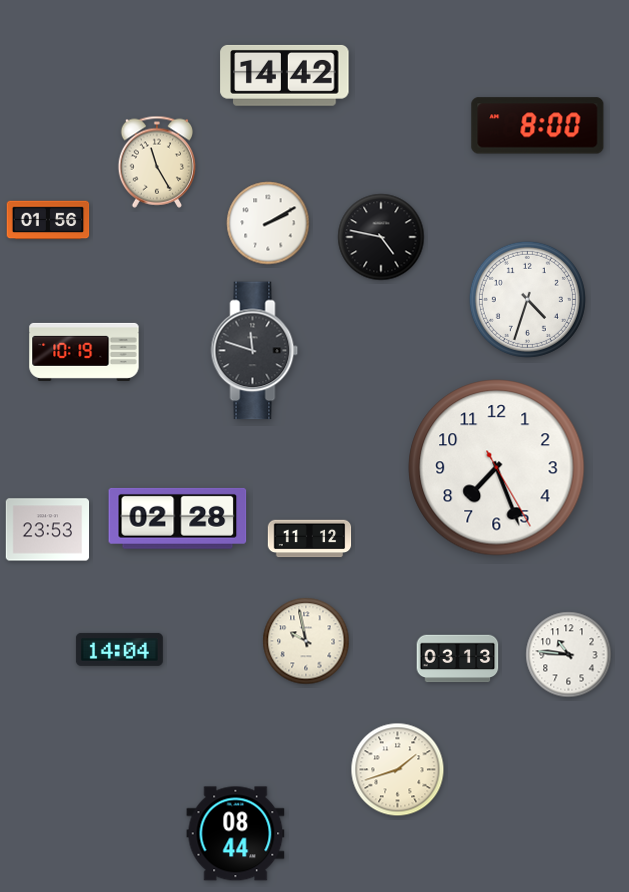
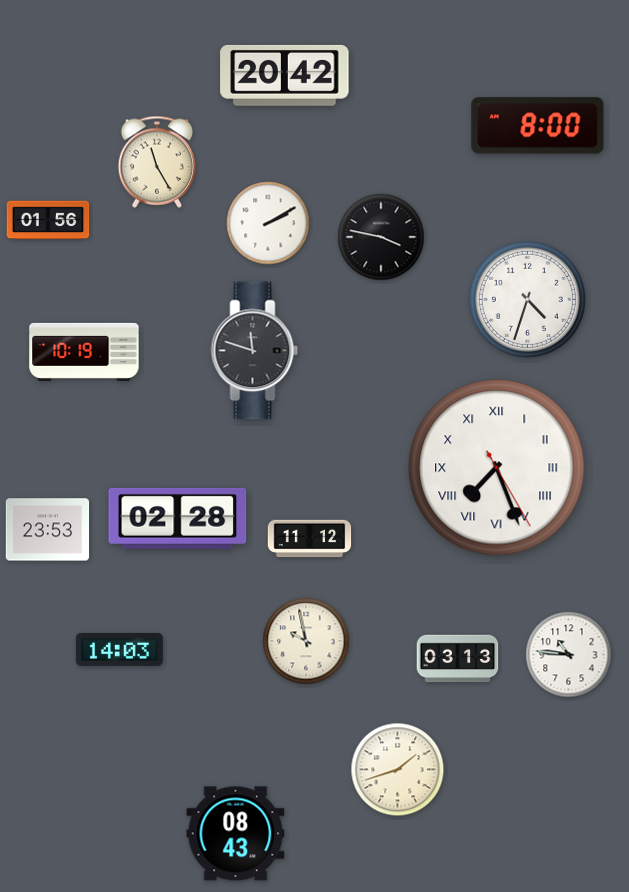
clock at (285, 75): 14:42 -> 20:42
clock at (381, 237): 4:47 -> 3:47
clock at (497, 468) numerals: Arabic -> Roman
clock at (119, 649): 14:04 -> 14:03
clock at (236, 834): 08:44 -> 08:43
